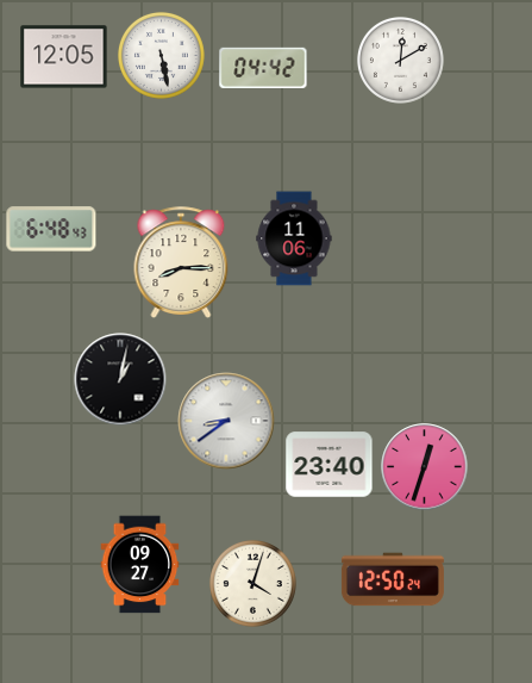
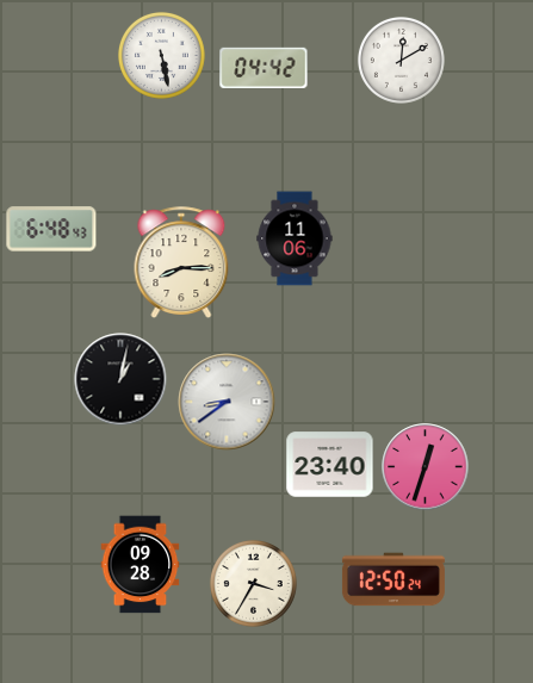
clock at (64, 57): 12:05 -> none
clock at (226, 421) position: (226, 421) -> (227, 402)
clock at (140, 565): 09:27 -> 09:28
clock at (252, 583): 4:03 -> 3:35
